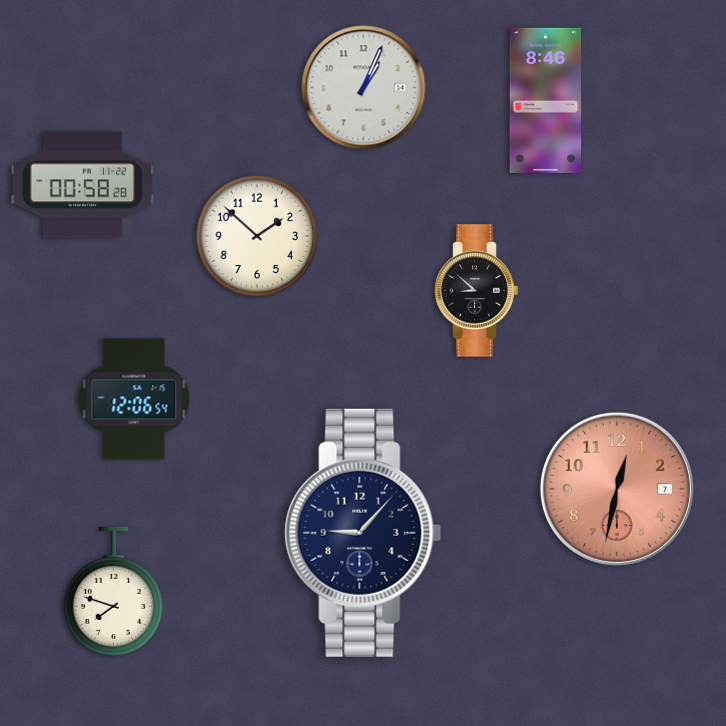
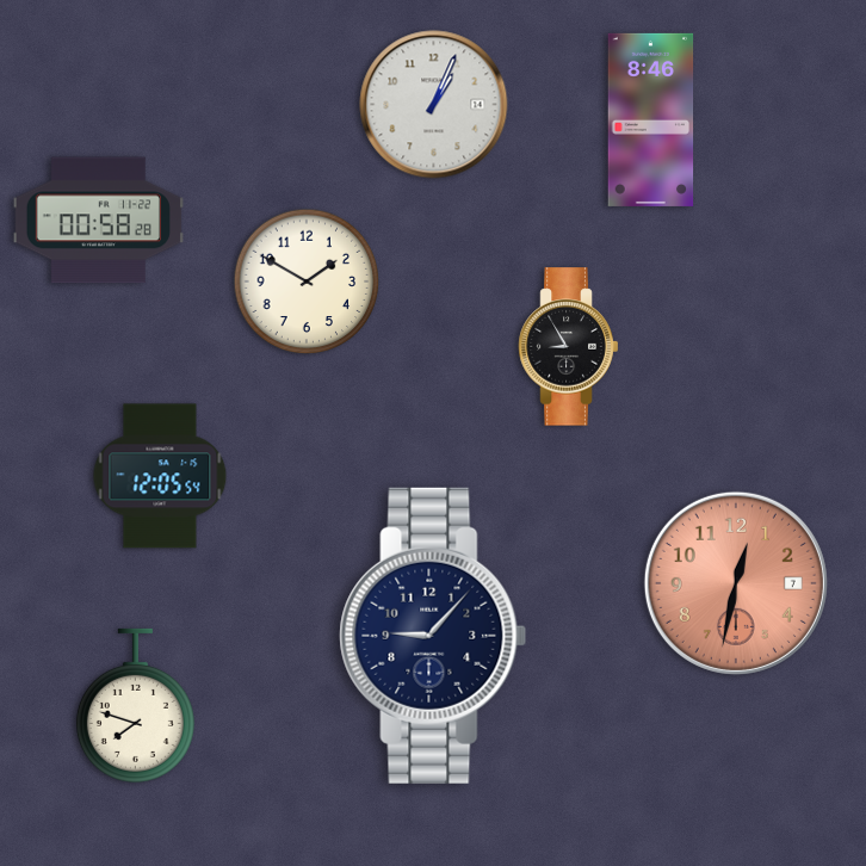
clock at (257, 236): 1:52 -> 1:50
clock at (477, 291): 8:52 -> 8:55
clock at (134, 399): 12:06 -> 12:05
